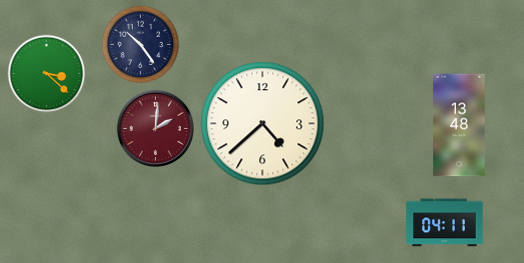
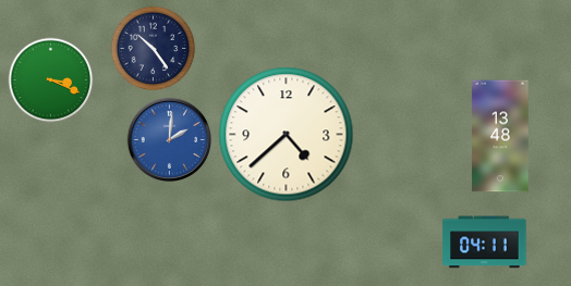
clock at (46, 73): 3:22 -> 3:19
clock at (155, 128) dial: burgundy -> blue
